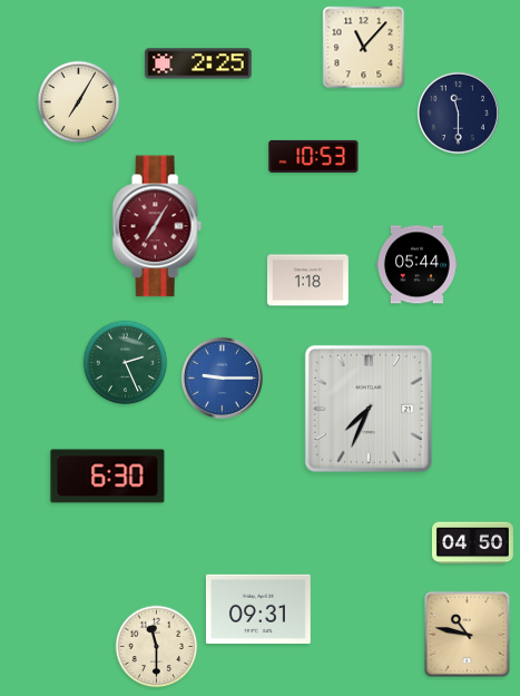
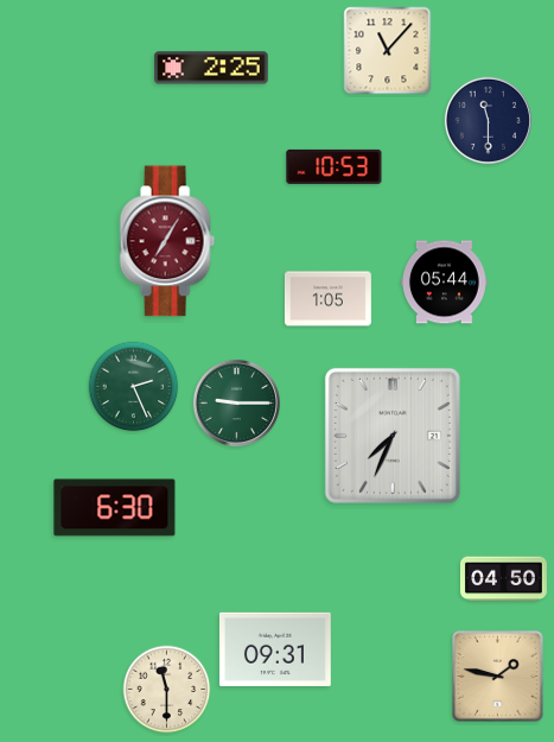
clock at (79, 102): 7:05 -> none
clock at (307, 281): 1:18 -> 1:05
clock at (222, 378) dial: blue -> green
clock at (468, 635): 10:47 -> 1:47
